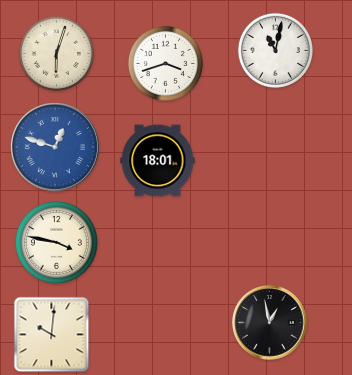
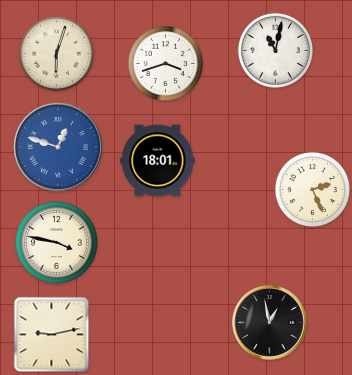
clock at (55, 147) position: (55, 147) -> (58, 147)
clock at (312, 189): none -> 2:26
clock at (52, 335): 10:01 -> 9:13
